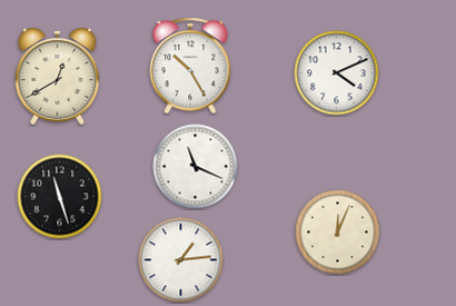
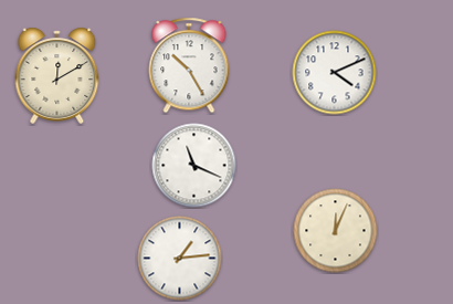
clock at (58, 76): 12:40 -> 12:10
clock at (60, 197): 11:27 -> none
